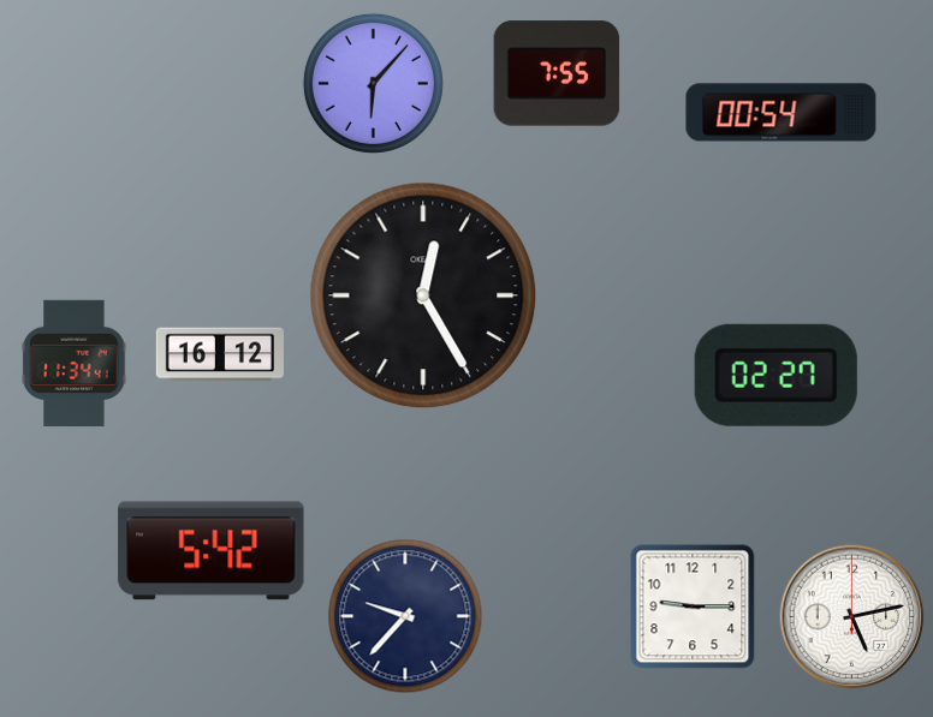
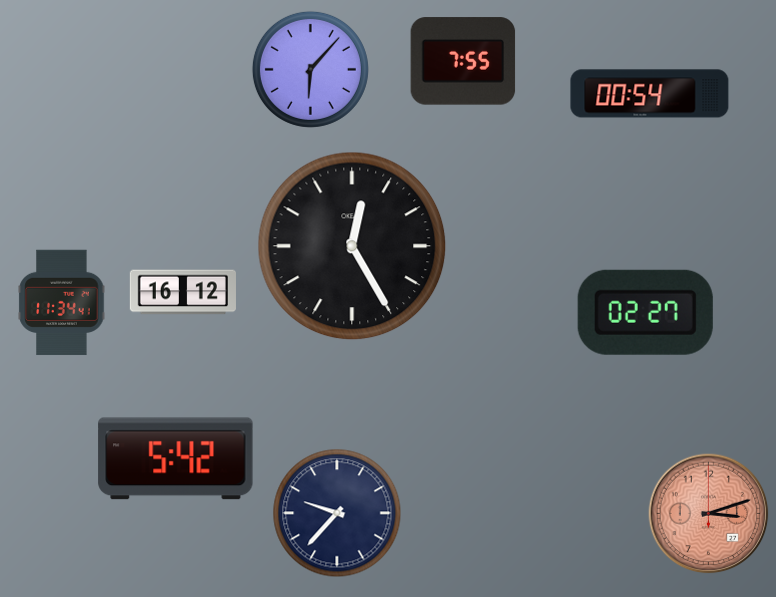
clock at (220, 354) position: (220, 354) -> (183, 292)
clock at (693, 607): 9:15 -> none
clock at (852, 617): 5:13 -> 3:12
clock at (852, 617) dial: white -> salmon
